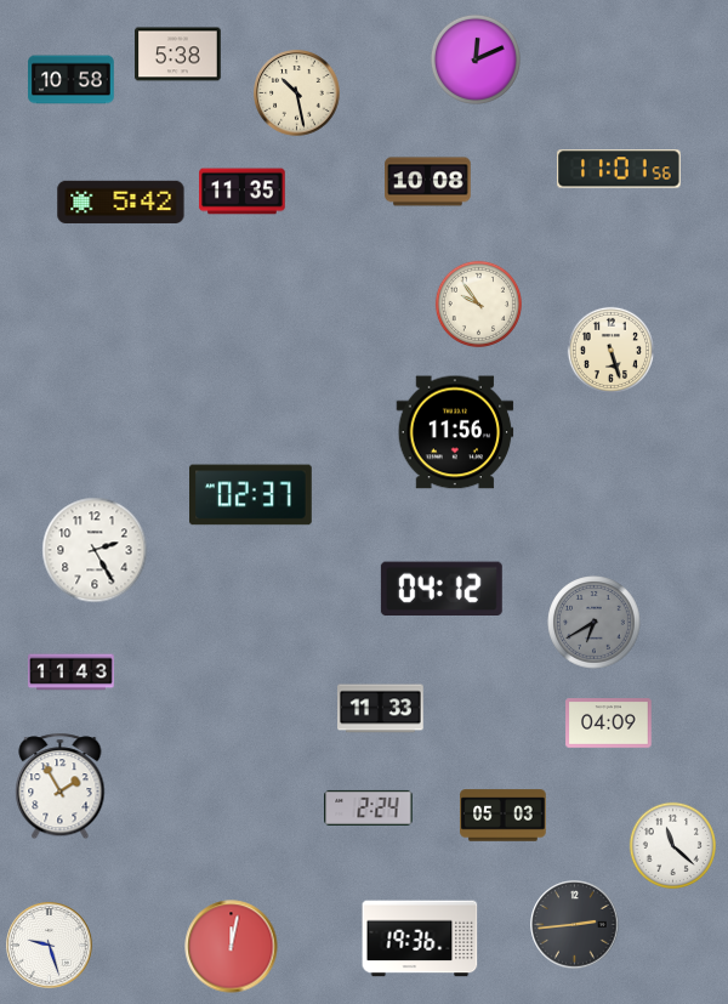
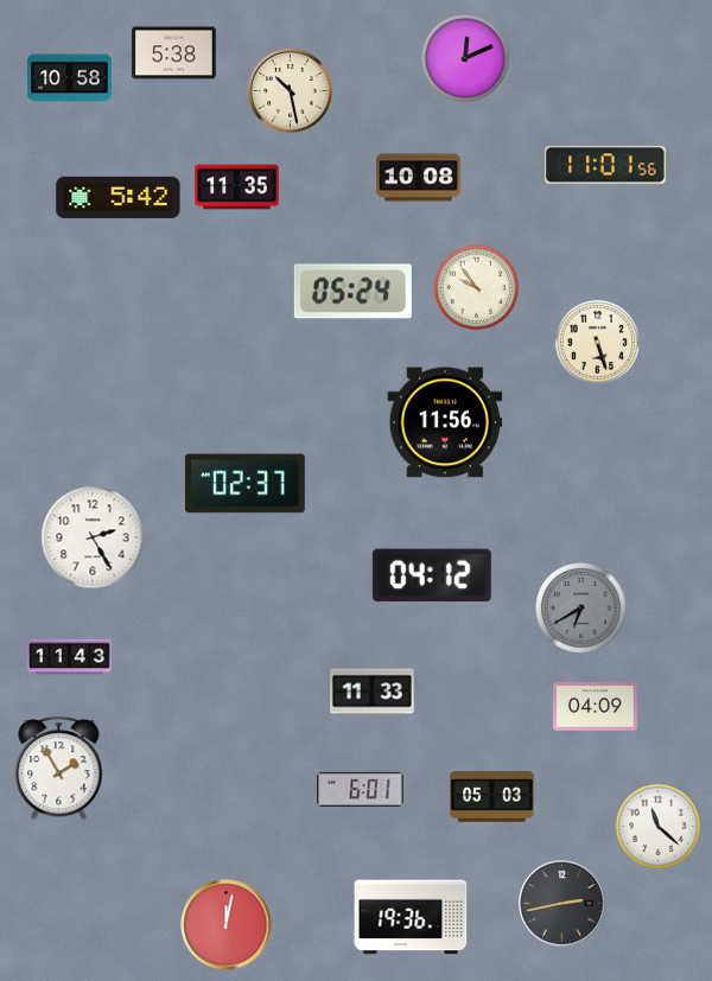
clock at (352, 292): none -> 05:24
clock at (478, 304) position: (478, 304) -> (476, 287)
clock at (369, 807): 2:24 -> 6:01
clock at (575, 925): 2:44 -> 2:43
clock at (50, 946): 9:27 -> none
